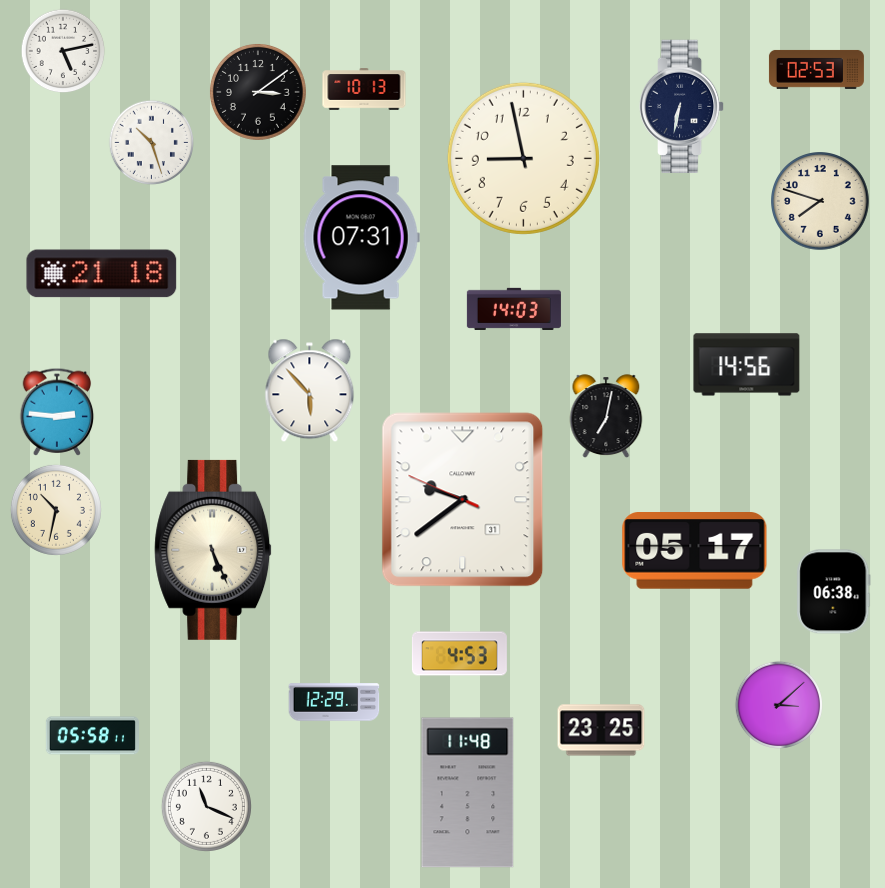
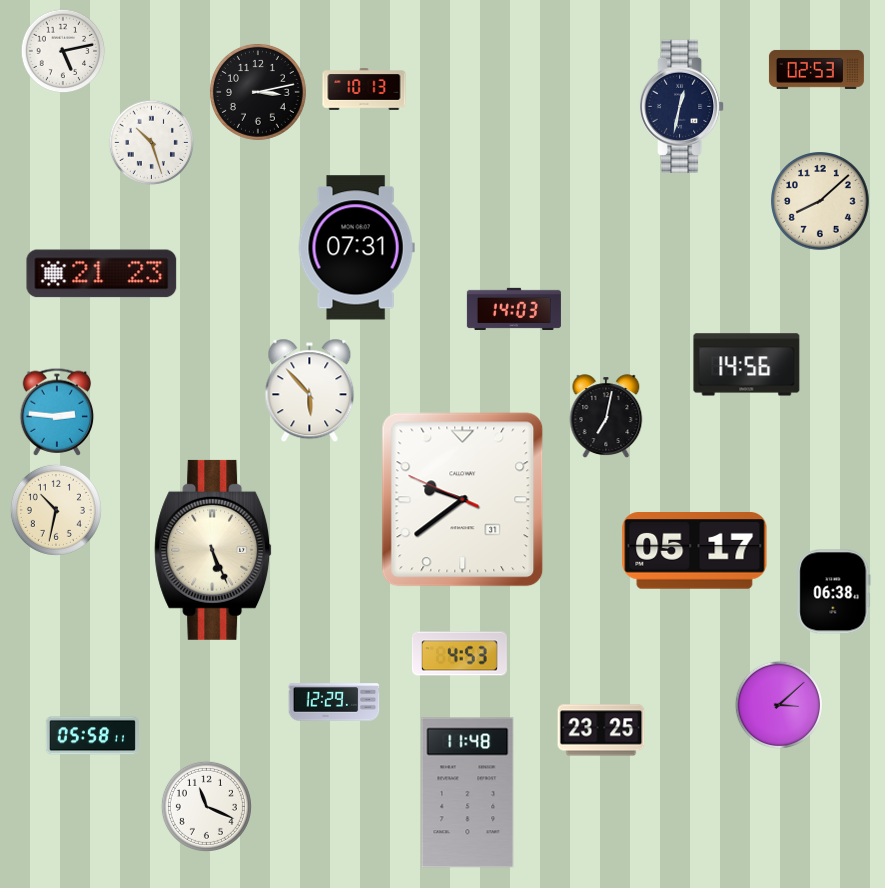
clock at (259, 93): 3:09 -> 3:13
clock at (682, 107): 6:32 -> 12:32
clock at (523, 158): 8:58 -> none
clock at (821, 202): 7:48 -> 8:08
clock at (361, 238) position: (361, 238) -> (356, 248)
clock at (102, 274): 21:18 -> 21:23
